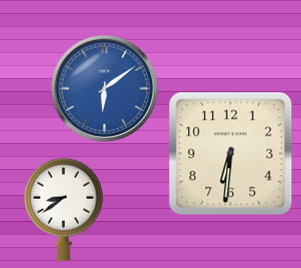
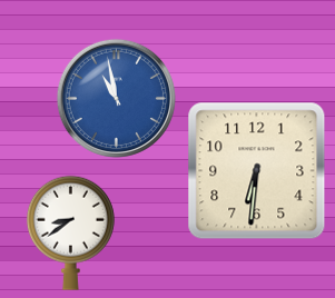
clock at (104, 88): 6:09 -> 10:58
